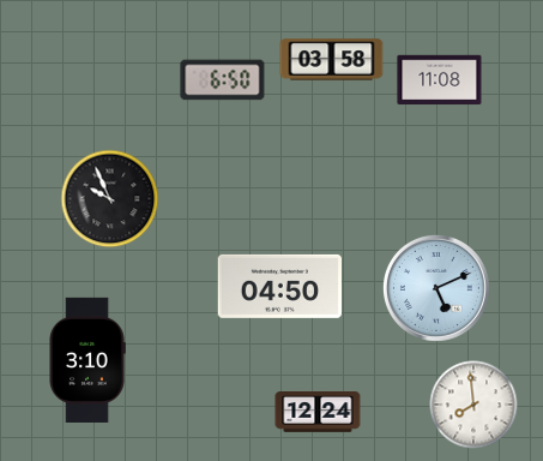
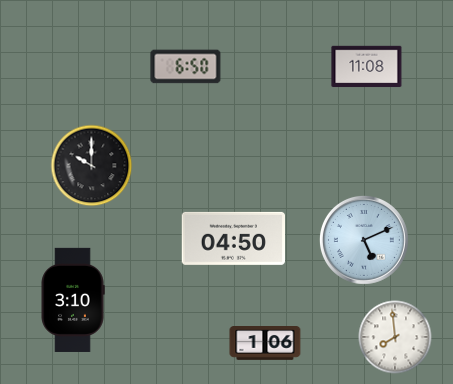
clock at (332, 60): 03:58 -> none
clock at (110, 199): 9:56 -> 10:00
clock at (318, 413): 12:24 -> 1:06
